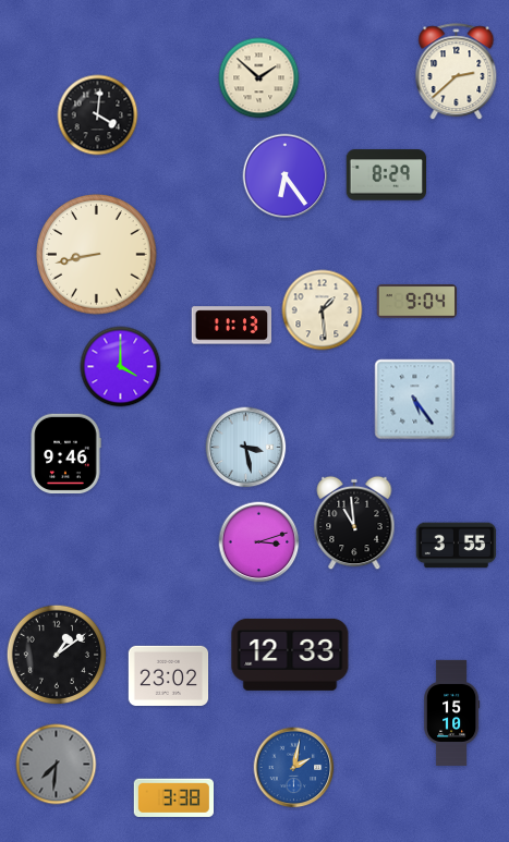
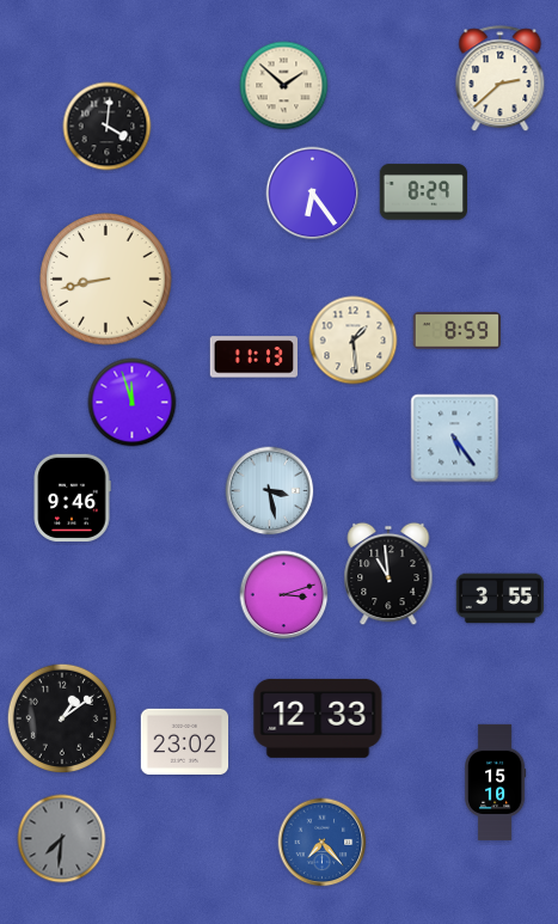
clock at (417, 302): 9:04 -> 8:59
clock at (121, 367): 4:00 -> 11:57
clock at (294, 768): 2:02 -> 7:23
clock at (173, 797): 3:38 -> none
